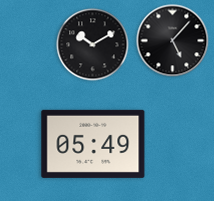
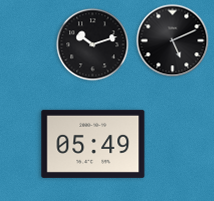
clock at (173, 41): 5:07 -> 5:11
clock at (93, 45): 10:10 -> 10:12
